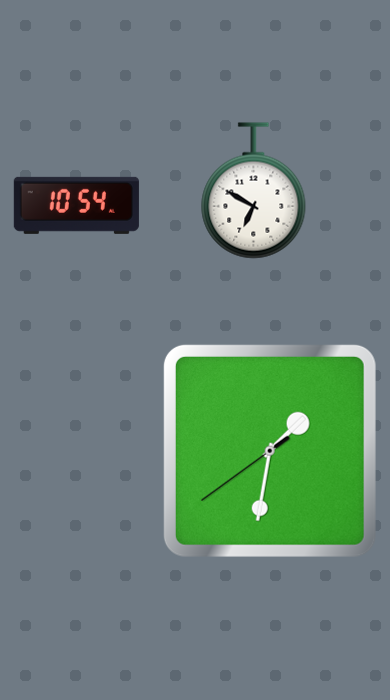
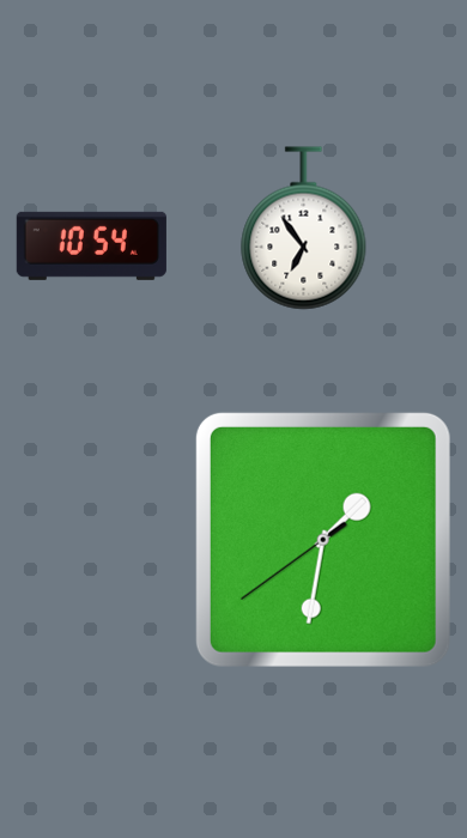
clock at (254, 191): 6:50 -> 6:54
